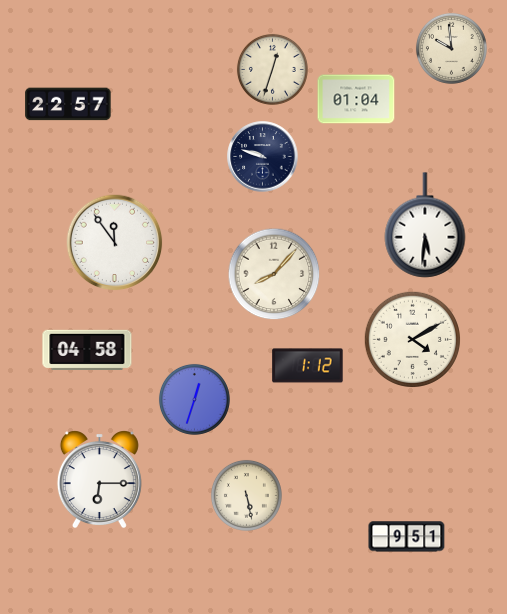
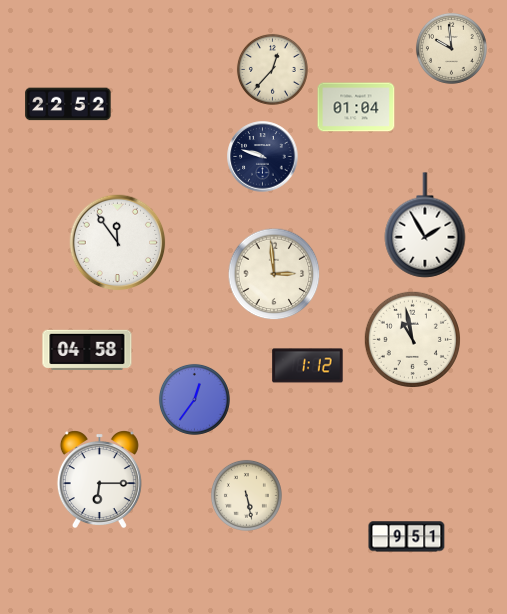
clock at (272, 69): 12:33 -> 12:37
clock at (356, 99) position: (356, 99) -> (356, 107)
clock at (68, 104): 22:57 -> 22:52
clock at (425, 225): 5:31 -> 1:55
clock at (115, 243) position: (115, 243) -> (118, 243)
clock at (274, 274): 8:07 -> 2:59
clock at (412, 339): 4:10 -> 10:58
clock at (194, 399): 12:33 -> 12:36
